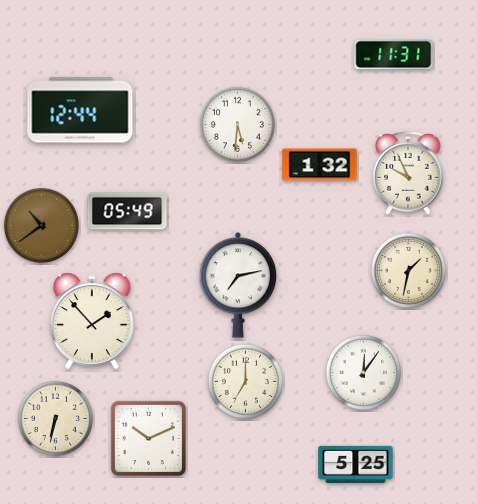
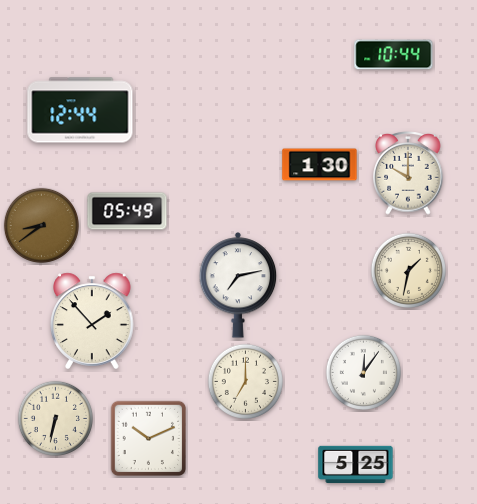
clock at (394, 55): 11:31 -> 10:44
clock at (237, 124): 5:31 -> none
clock at (320, 165): 1:32 -> 1:30
clock at (408, 173): 9:56 -> 10:00
clock at (41, 225): 10:39 -> 8:39
